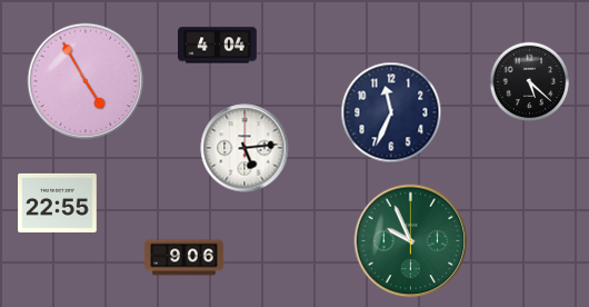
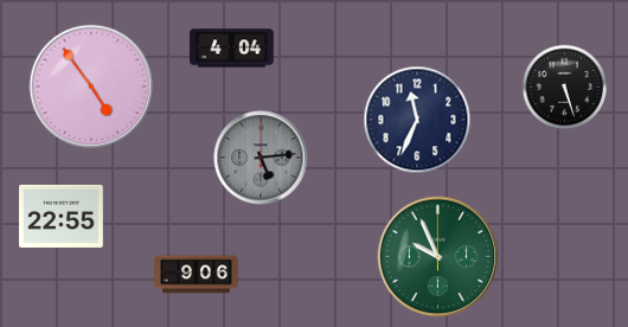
clock at (86, 81): 4:55 -> 4:54
clock at (530, 82): 5:22 -> 5:27
clock at (244, 148) dial: white -> grey
